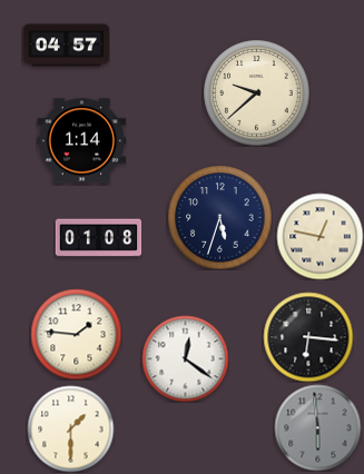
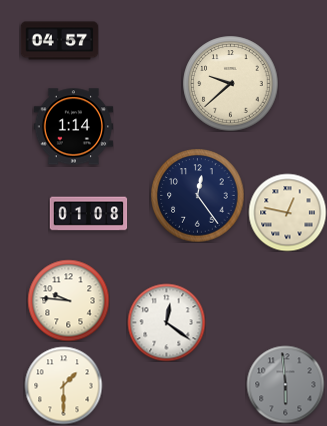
clock at (219, 217): 5:33 -> 12:24
clock at (76, 334): 1:46 -> 9:46
clock at (308, 337): 6:16 -> none
